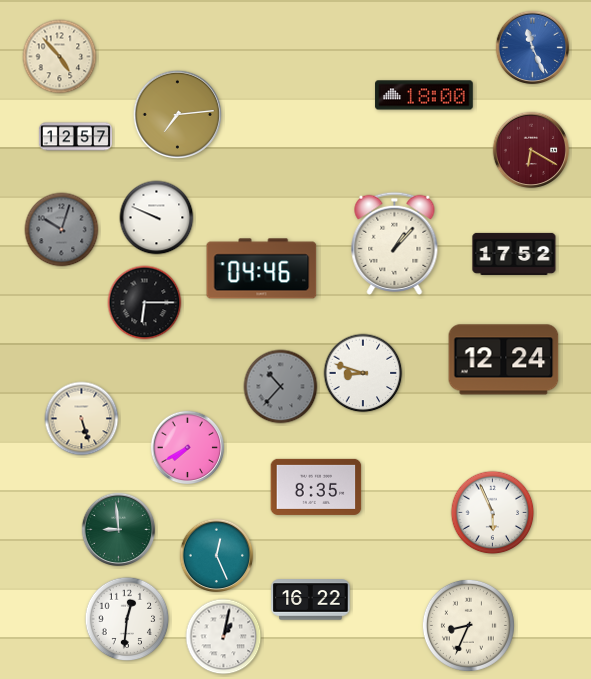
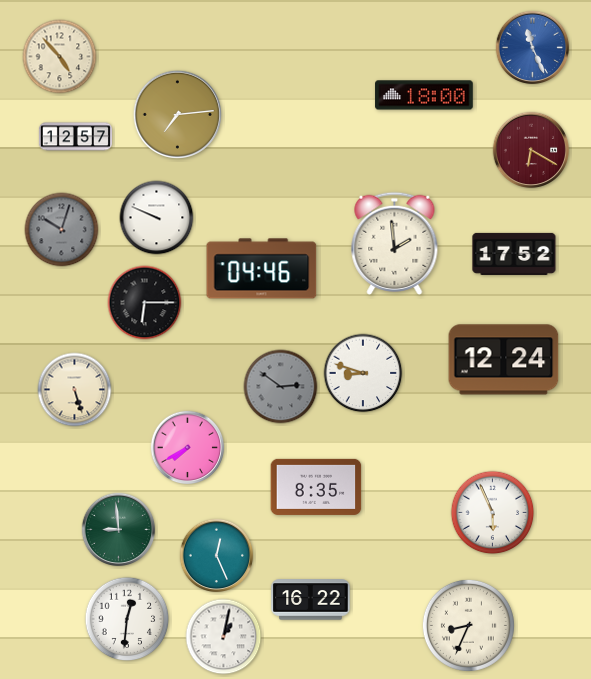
clock at (395, 243): 1:07 -> 1:59
clock at (281, 387): 10:37 -> 2:51
clock at (82, 419) position: (82, 419) -> (75, 390)
